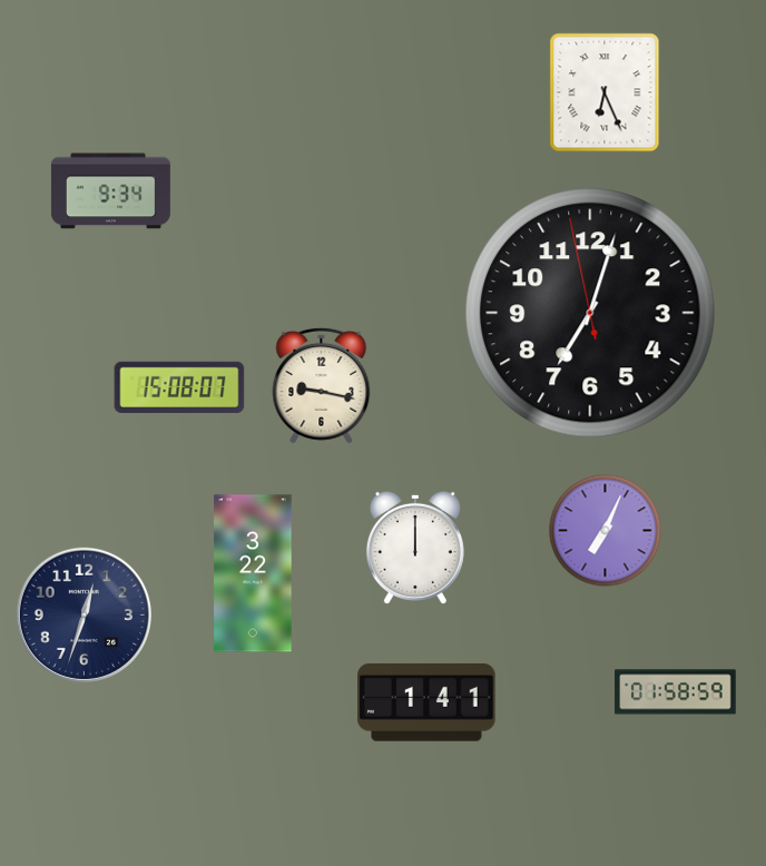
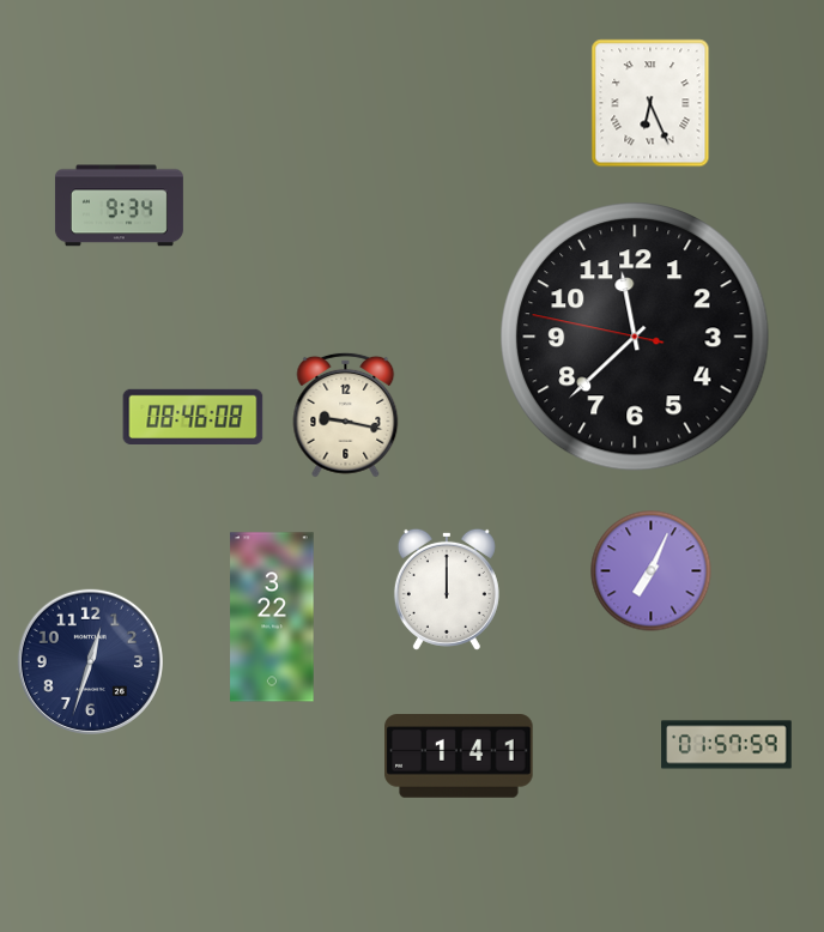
clock at (605, 92) position: (605, 92) -> (650, 103)
clock at (590, 313): 7:02 -> 11:37
clock at (179, 386): 15:08 -> 08:46
clock at (676, 692): 01:58 -> 01:57
